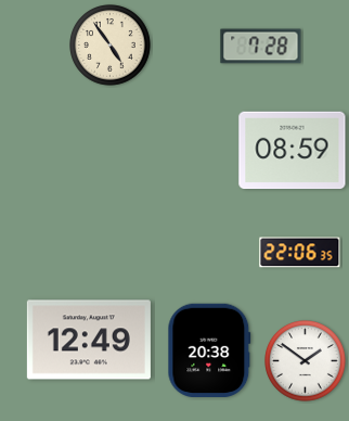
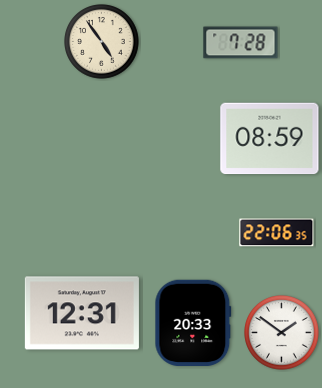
clock at (89, 340): 12:49 -> 12:31
clock at (209, 349): 20:38 -> 20:33
